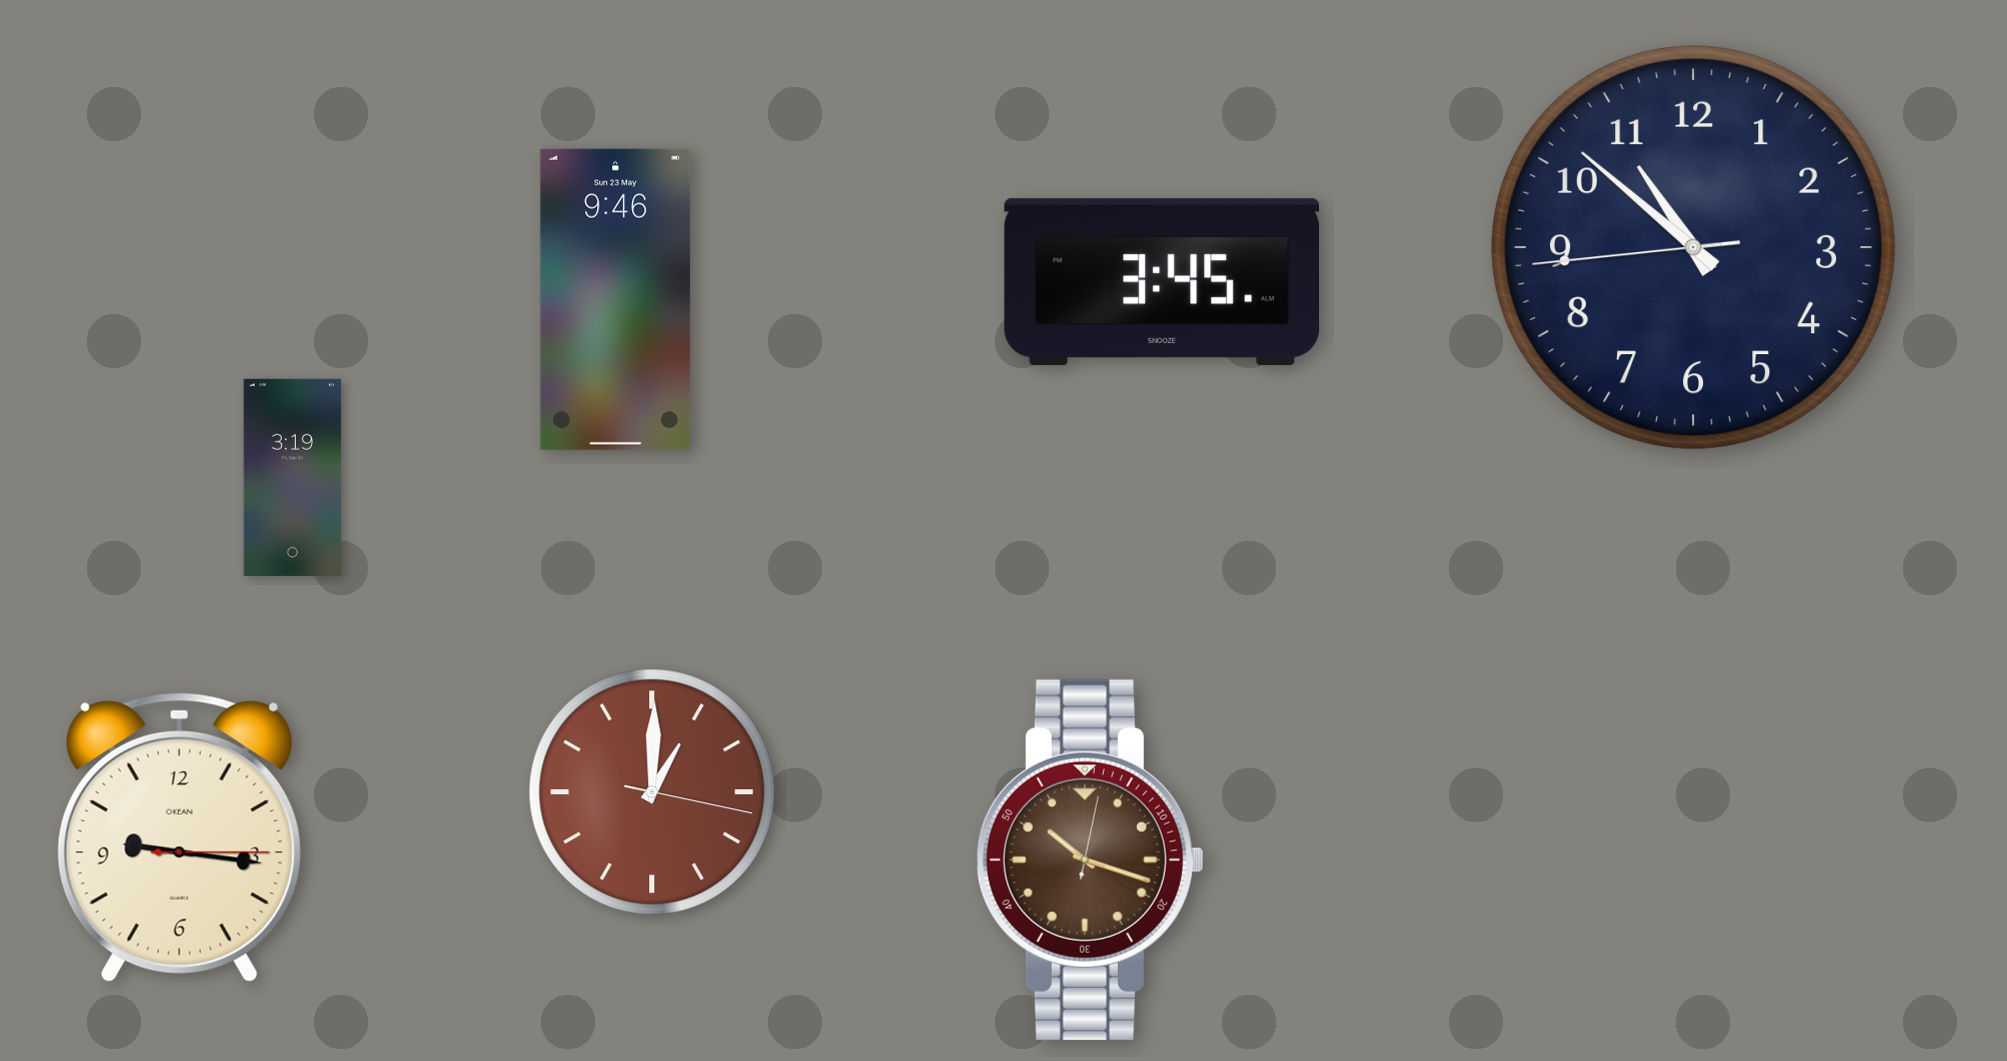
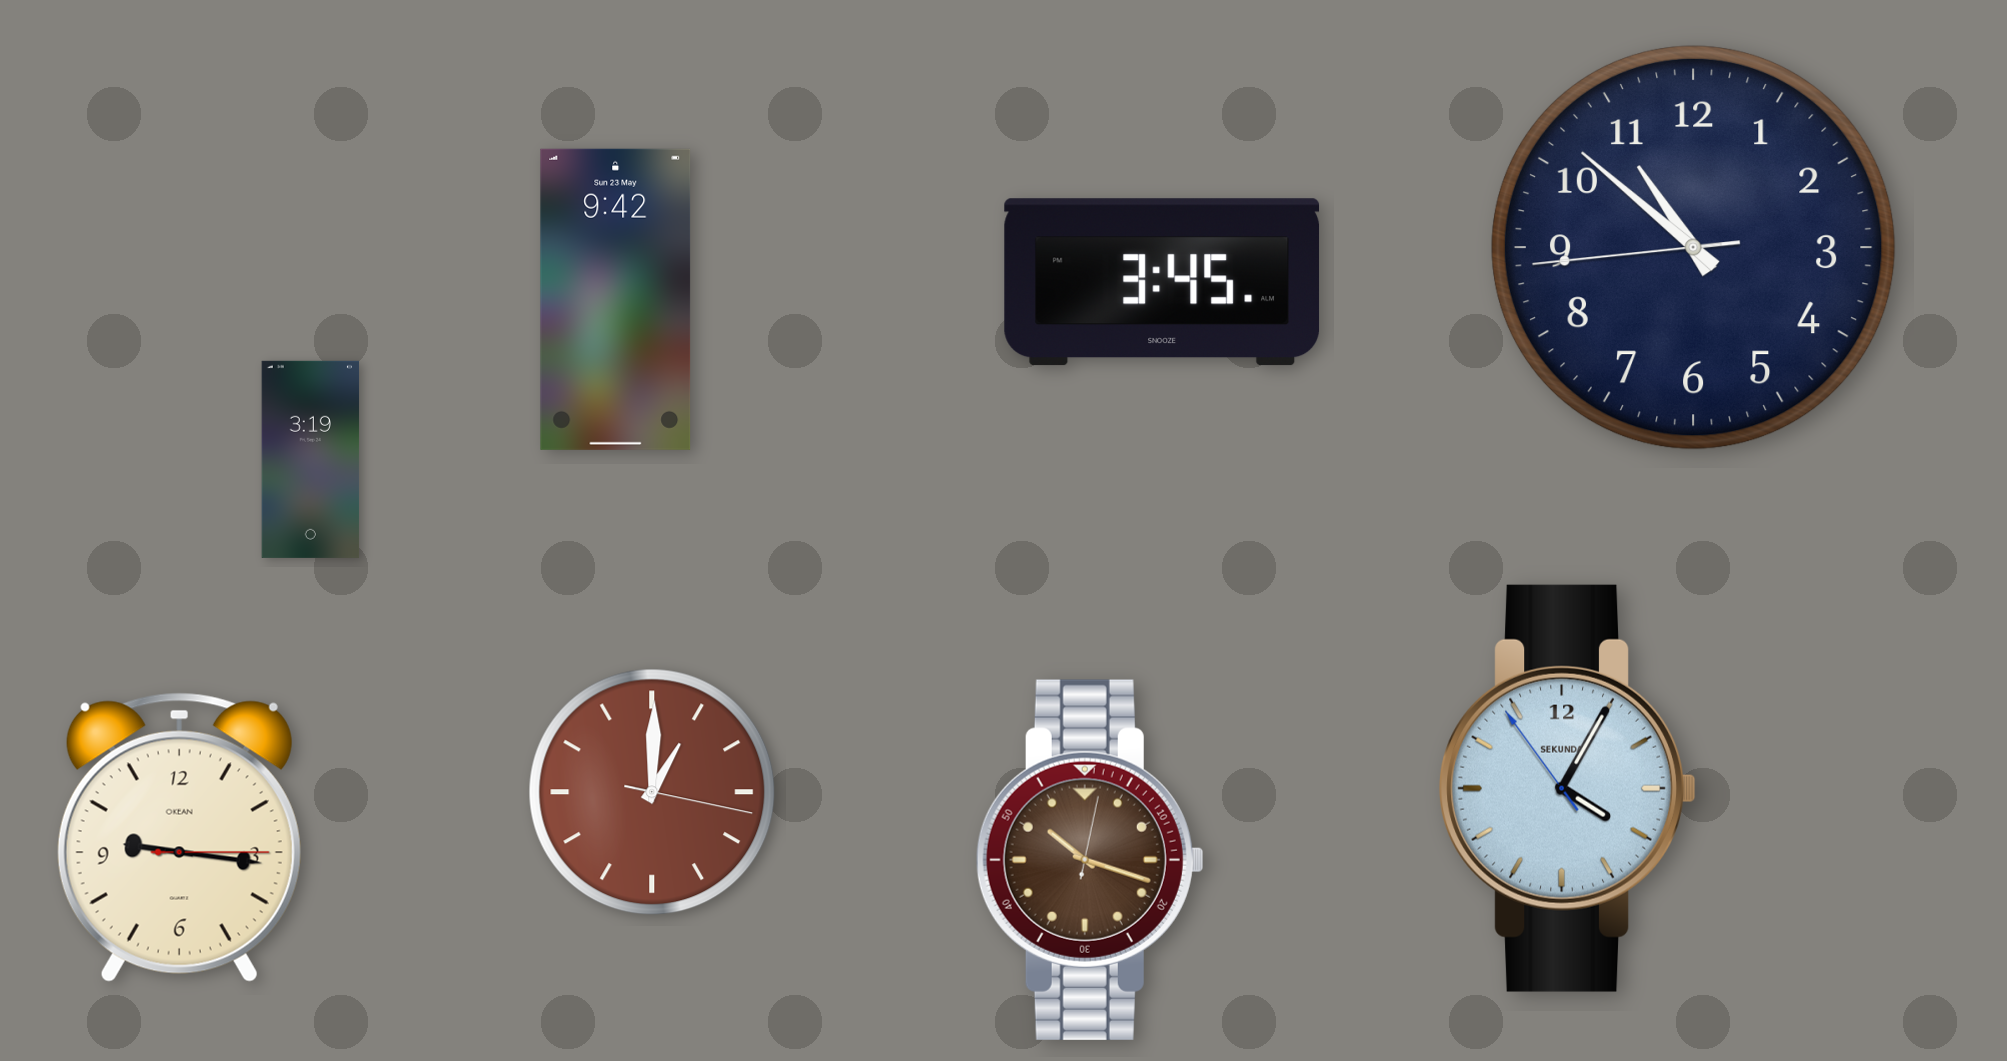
clock at (616, 299): 9:46 -> 9:42
clock at (293, 477) position: (293, 477) -> (311, 459)
clock at (1567, 788): none -> 4:04
